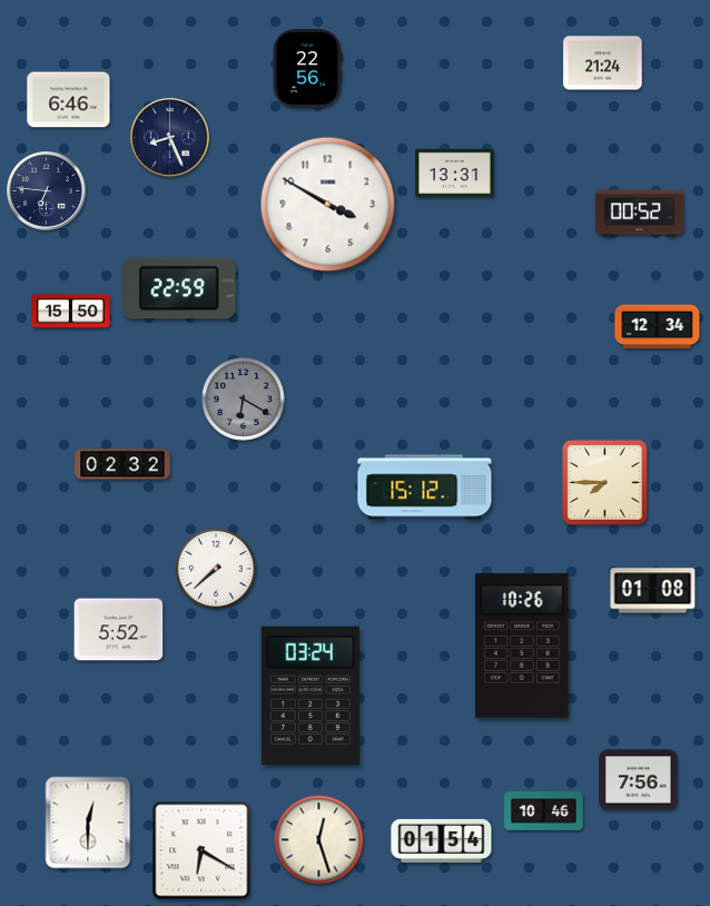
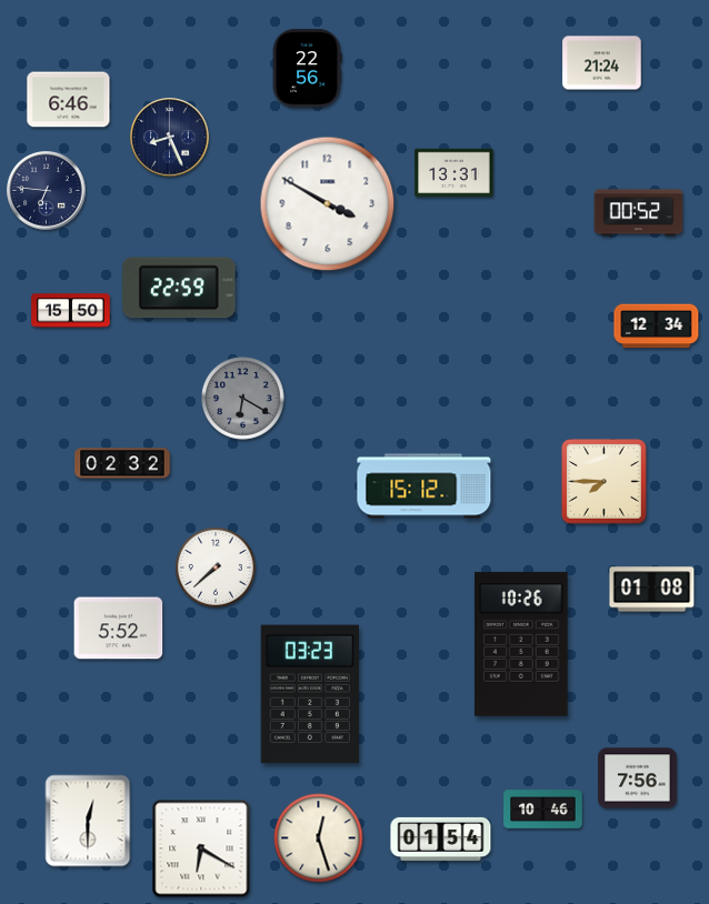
clock at (310, 696): 03:24 -> 03:23
